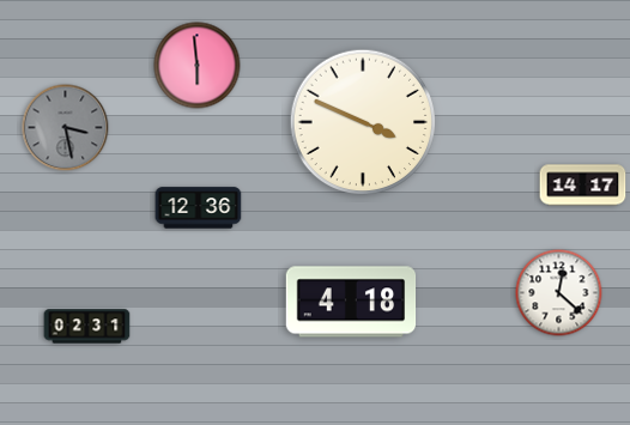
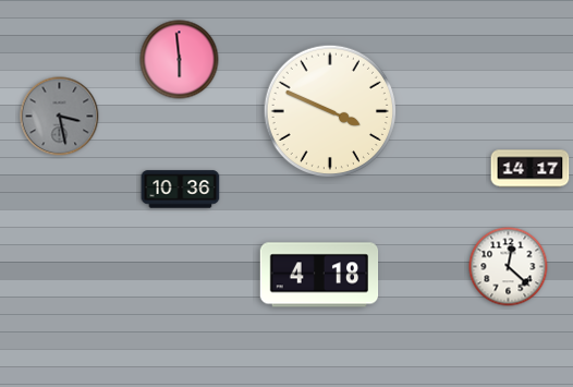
clock at (199, 208): 12:36 -> 10:36
clock at (87, 327): 02:31 -> none
